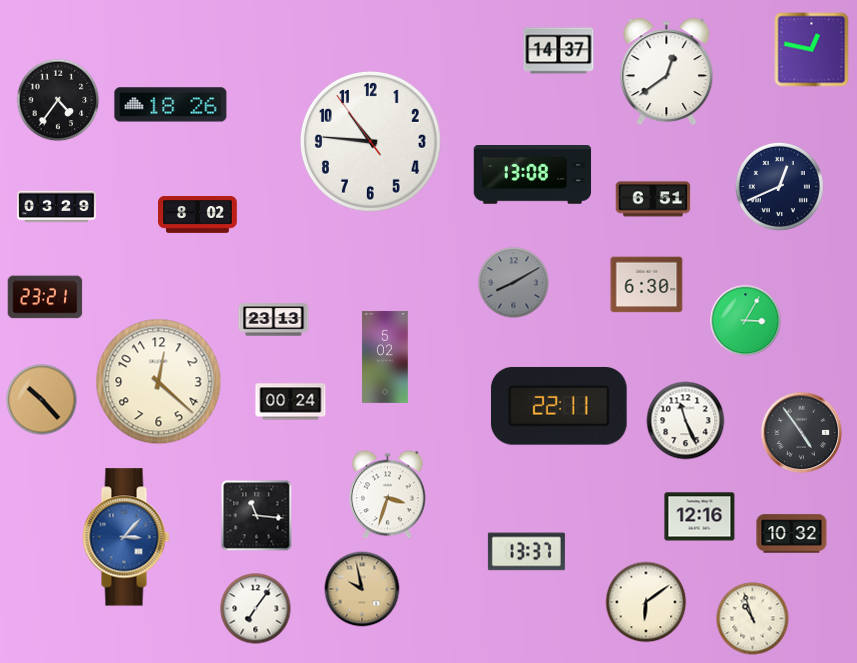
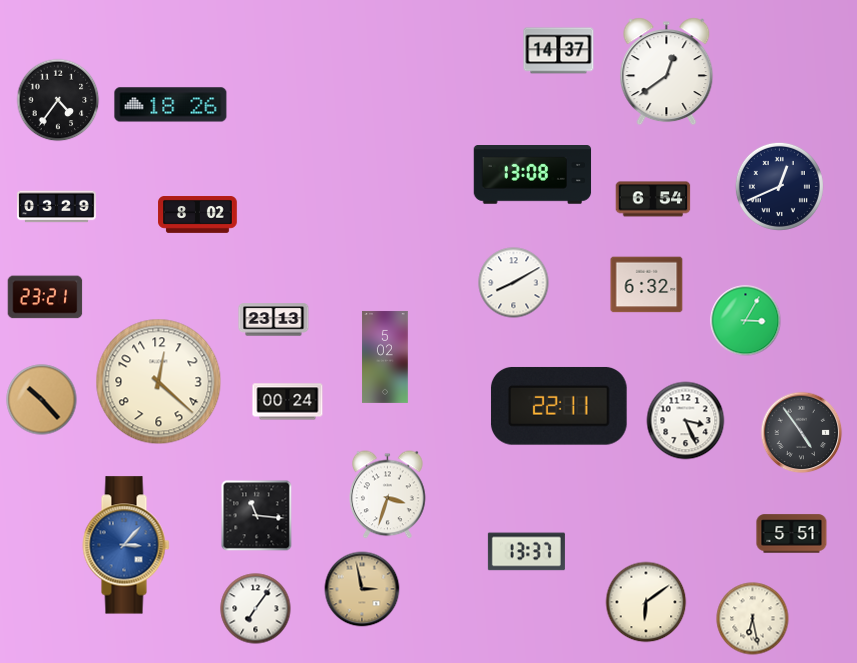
clock at (812, 50): 12:47 -> none
clock at (370, 141): 10:45 -> none
clock at (653, 199): 6:51 -> 6:54
clock at (514, 283) dial: grey -> white
clock at (647, 285): 6:30 -> 6:32
clock at (291, 402) position: (291, 402) -> (288, 402)
clock at (686, 421): 11:26 -> 3:26
clock at (700, 517): 12:16 -> none
clock at (792, 534): 10:32 -> 5:51
clock at (126, 537) position: (126, 537) -> (126, 545)
clock at (362, 589): 9:58 -> 2:58
clock at (753, 619): 10:57 -> 6:28
